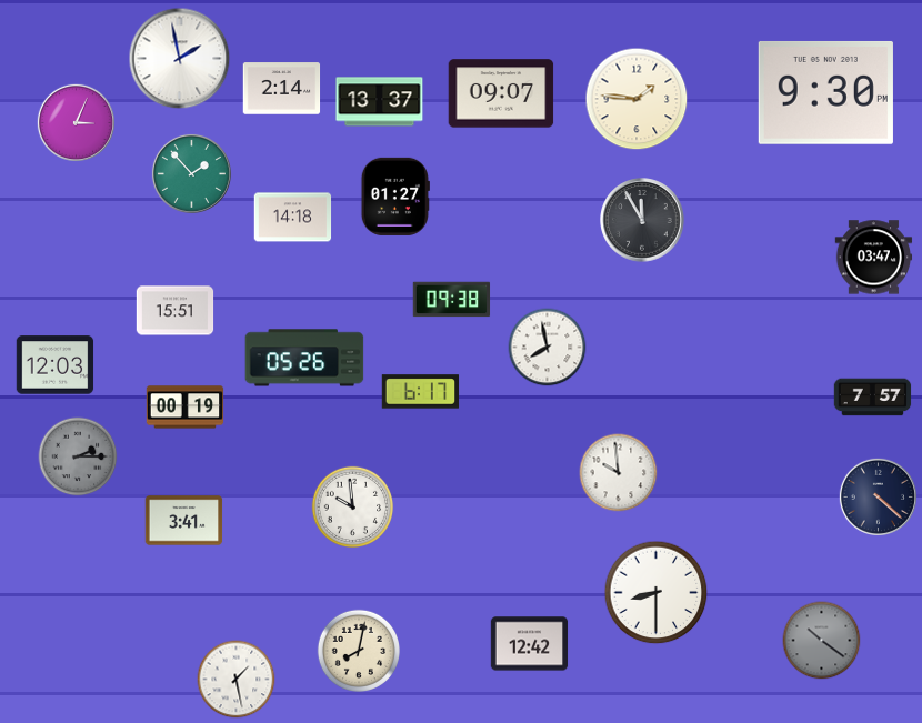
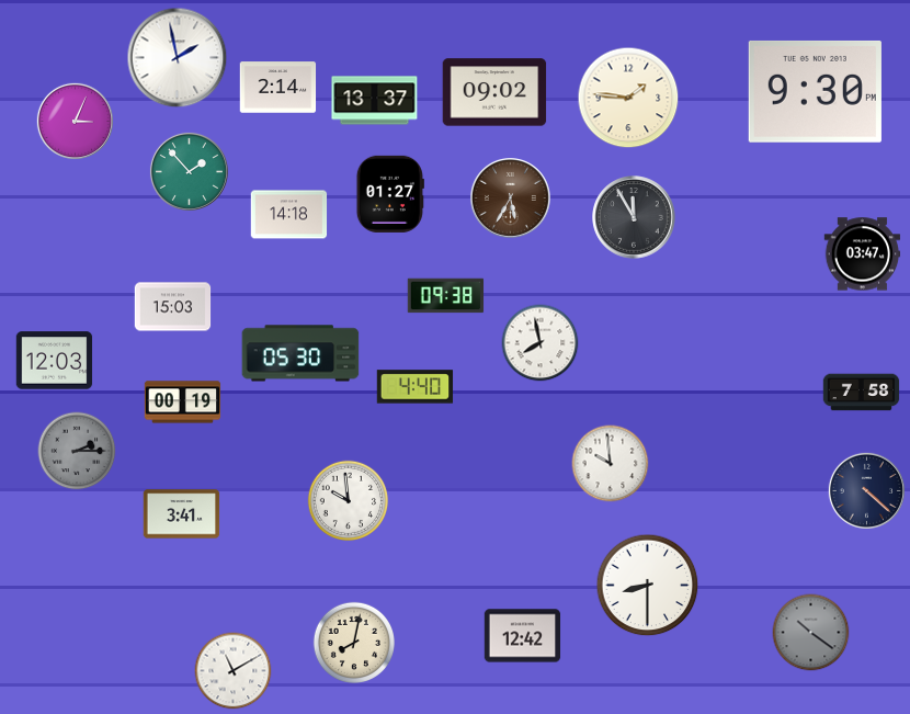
clock at (501, 93): 09:07 -> 09:02
clock at (511, 199): none -> 5:35
clock at (176, 311): 15:51 -> 15:03
clock at (304, 358): 05:26 -> 05:30
clock at (421, 392): 6:17 -> 4:40
clock at (873, 398): 7:57 -> 7:58
clock at (619, 473) position: (619, 473) -> (611, 464)
clock at (237, 680): 1:28 -> 11:10
